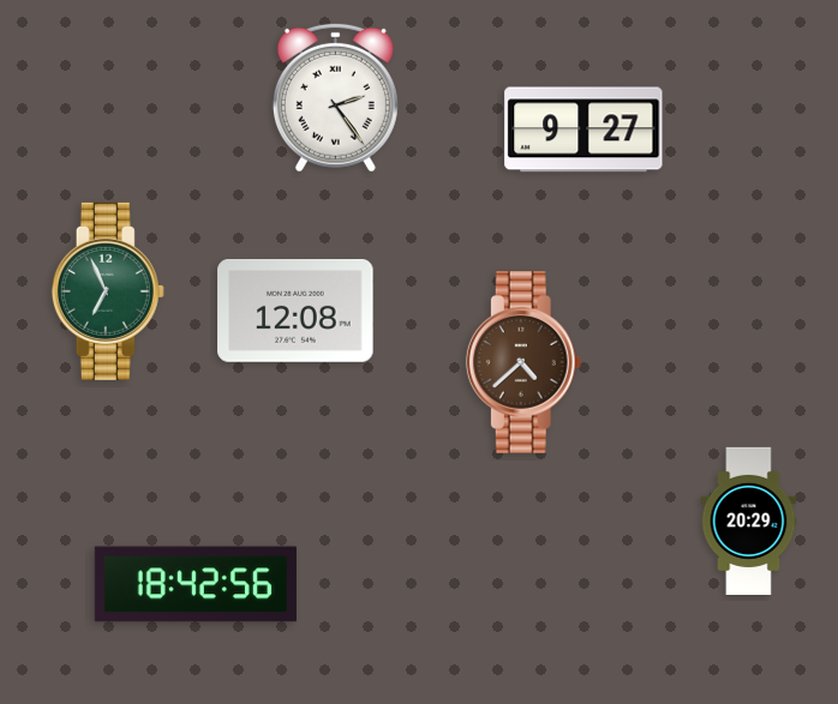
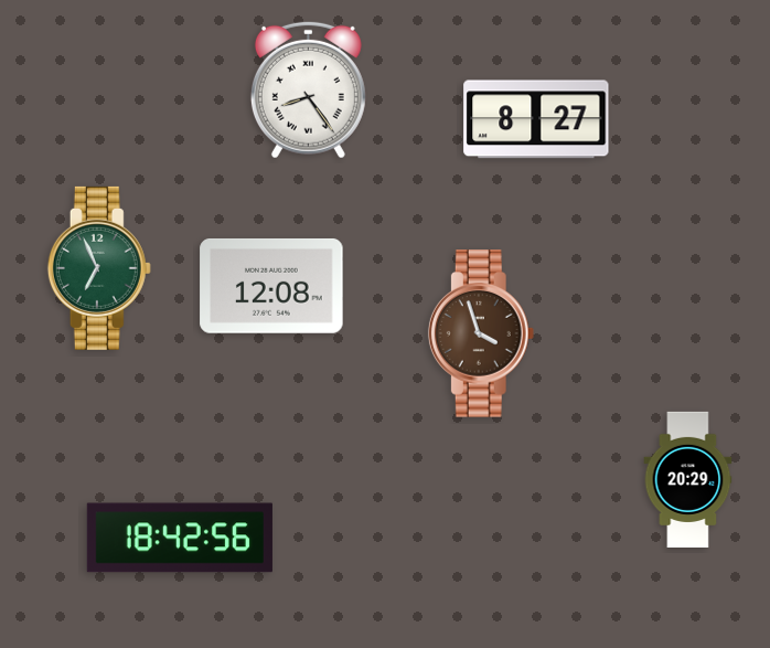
clock at (335, 97): 2:24 -> 8:24
clock at (583, 130): 9:27 -> 8:27
clock at (523, 362): 4:38 -> 3:57
